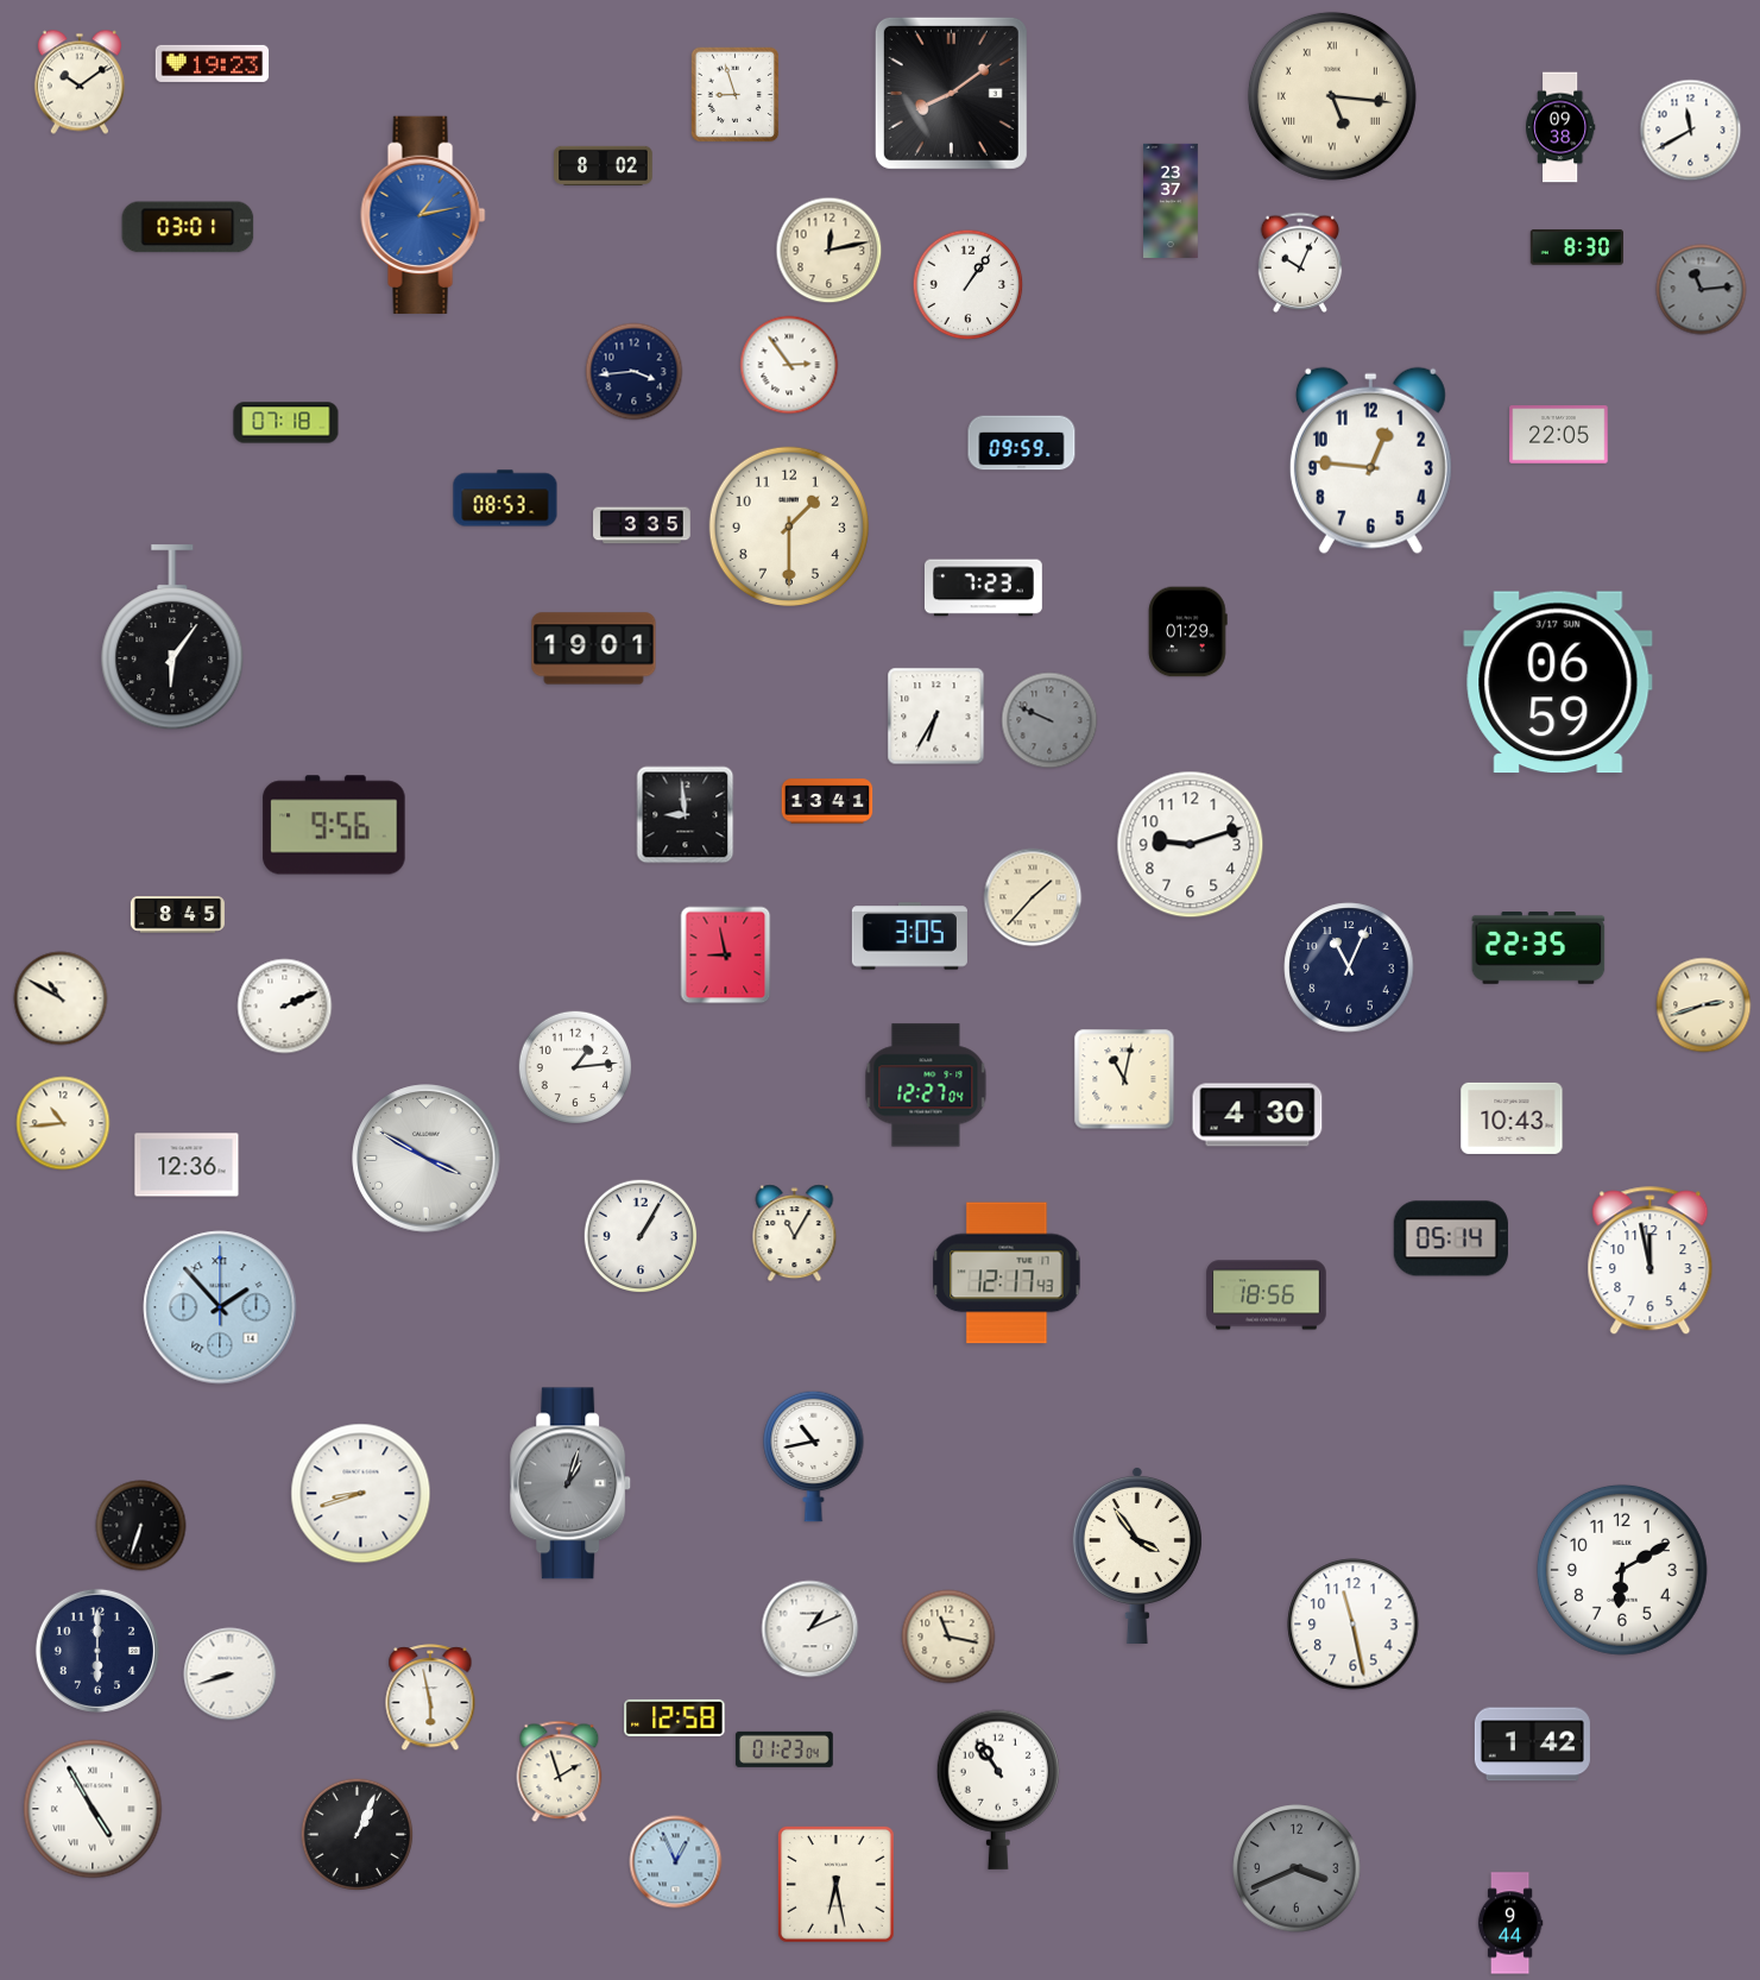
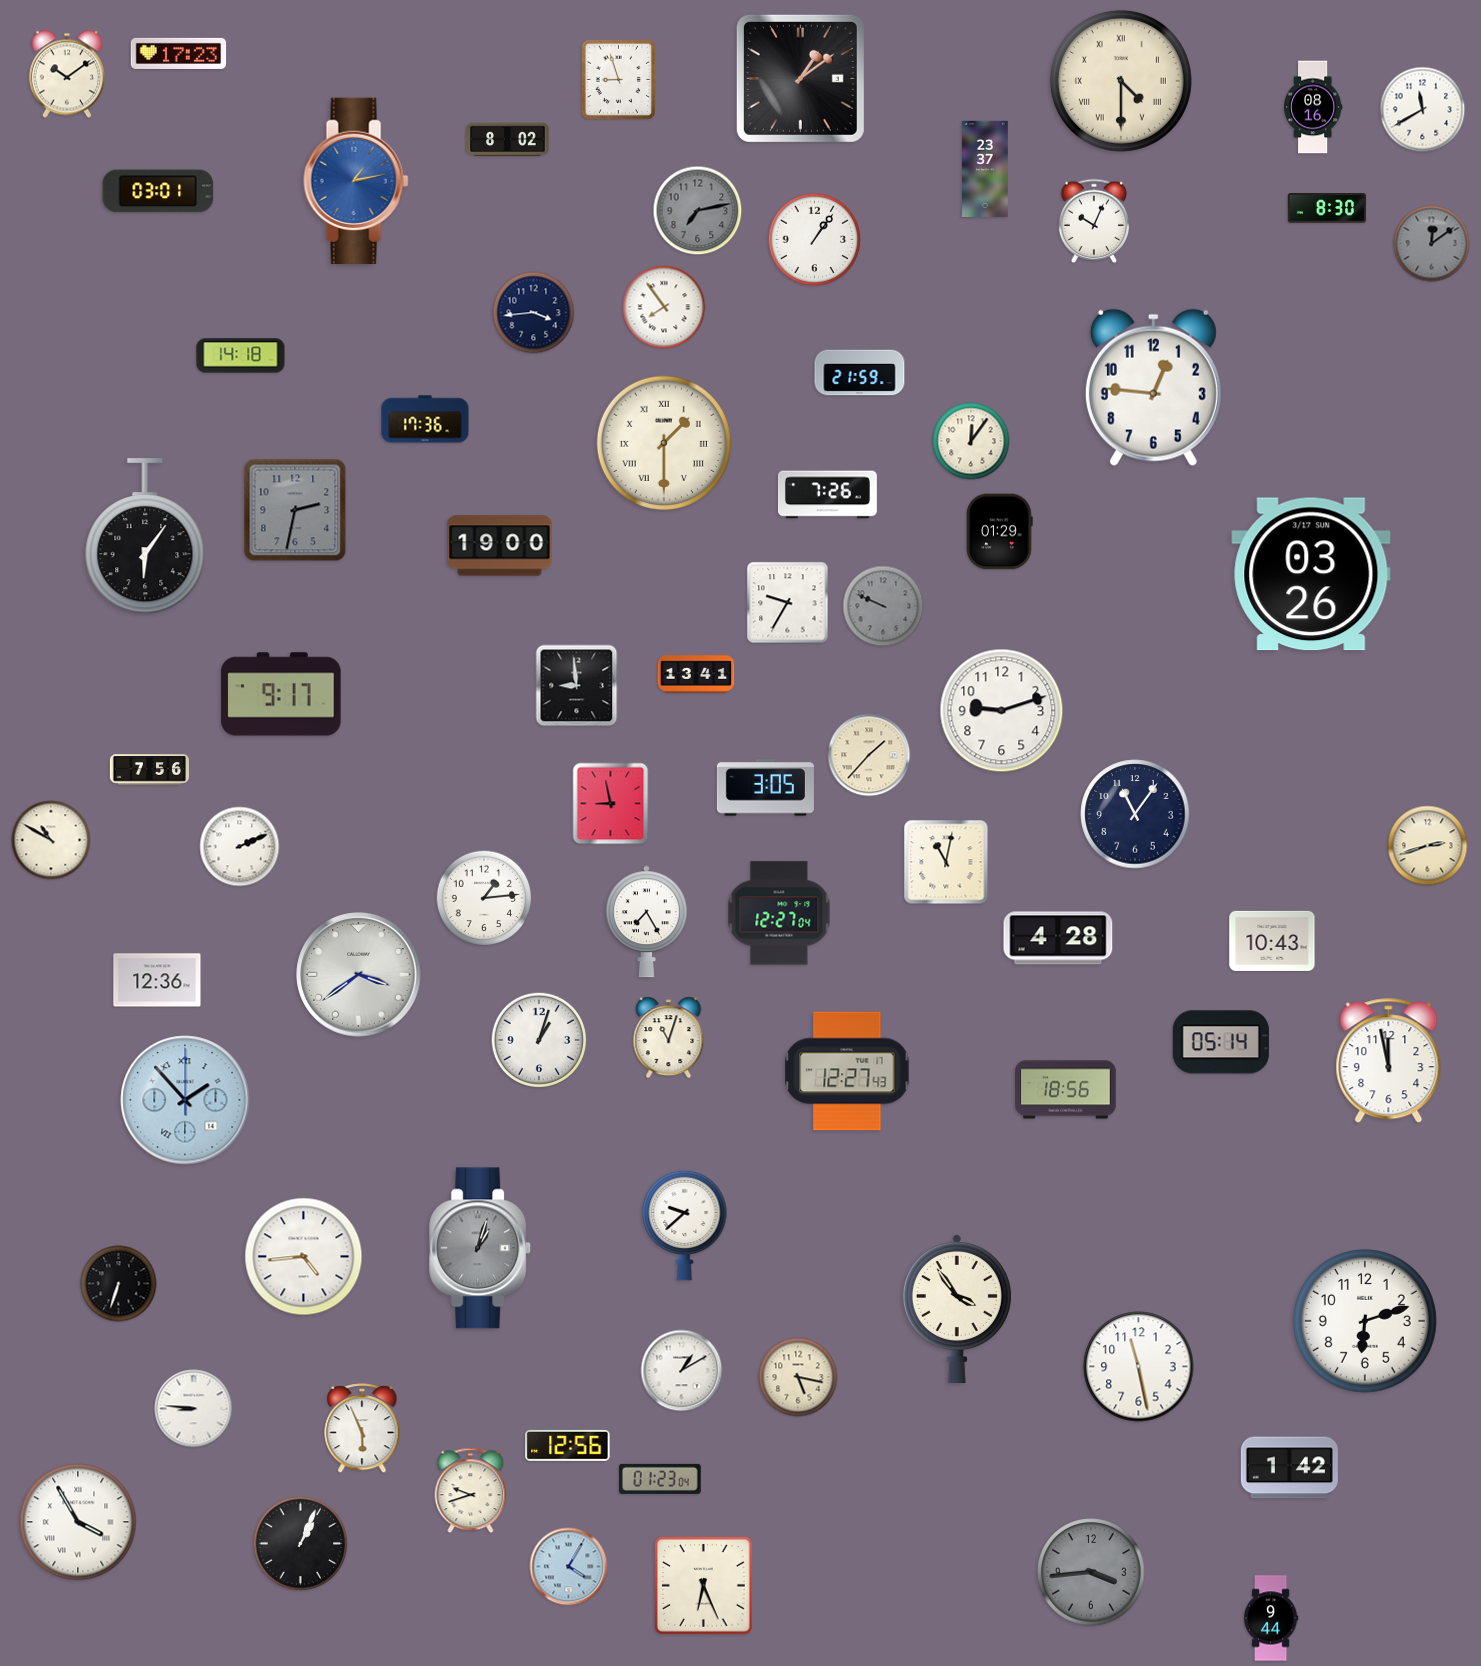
clock at (213, 63): 19:23 -> 17:23
clock at (80, 82) position: (80, 82) -> (67, 74)
clock at (951, 93): 8:09 -> 1:09
clock at (1332, 96): 5:16 -> 4:30
clock at (1560, 127): 09:38 -> 08:16
clock at (829, 251): 12:13 -> 7:13
clock at (829, 251) dial: cream -> grey
clock at (1702, 290): 11:14 -> 12:09
clock at (789, 365): 2:54 -> 7:54
clock at (286, 423): 07:18 -> 14:18
clock at (1559, 435): 22:05 -> none
clock at (1022, 443): 09:59 -> 21:59
clock at (505, 498): 08:53 -> 17:36
clock at (971, 441): none -> 12:06
clock at (642, 525): 3:35 -> none
clock at (789, 526) numerals: Arabic -> Roman
clock at (983, 588): 7:23 -> 7:26
clock at (295, 510): none -> 2:32
clock at (594, 649): 19:01 -> 19:00
clock at (1558, 682): 06:59 -> 03:26
clock at (936, 717): 6:35 -> 9:35
clock at (334, 825): 9:56 -> 9:17
clock at (177, 915): 8:45 -> 7:56
clock at (1539, 948): 22:35 -> none
clock at (1349, 967): 11:04 -> 11:06
clock at (1704, 1005) position: (1704, 1005) -> (1428, 846)
clock at (1124, 1079) position: (1124, 1079) -> (946, 862)
clock at (646, 922): none -> 7:25
clock at (1257, 1115): 4:30 -> 4:28
clock at (63, 1123): 10:44 -> none
clock at (427, 1159): 3:50 -> 3:39
clock at (795, 1234): 11:05 -> 11:03
clock at (641, 1236): 1:05 -> 1:03
clock at (1007, 1273): 12:17 -> 12:27
clock at (814, 1456): 10:43 -> 9:38
clock at (361, 1494): 8:42 -> 4:44
clock at (1622, 1570): 6:10 -> 6:12
clock at (810, 1629): 1:11 -> 1:10
clock at (948, 1637): 11:17 -> 5:17
clock at (97, 1651): 6:00 -> none
clock at (231, 1675): 8:42 -> 8:46
clock at (430, 1698): 5:58 -> 5:56
clock at (675, 1717): 12:58 -> 12:56
clock at (784, 1749) position: (784, 1749) -> (660, 1479)
clock at (560, 1772): 1:57 -> 9:42
clock at (998, 1790): 10:54 -> none
clock at (93, 1809): 4:55 -> 3:55
clock at (676, 1862): 12:56 -> 4:05
clock at (1297, 1868): 3:41 -> 3:44
clock at (835, 1884): 6:28 -> 6:26
